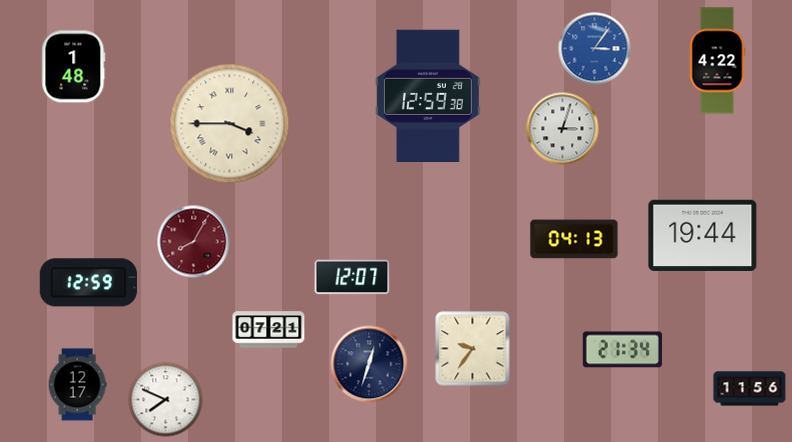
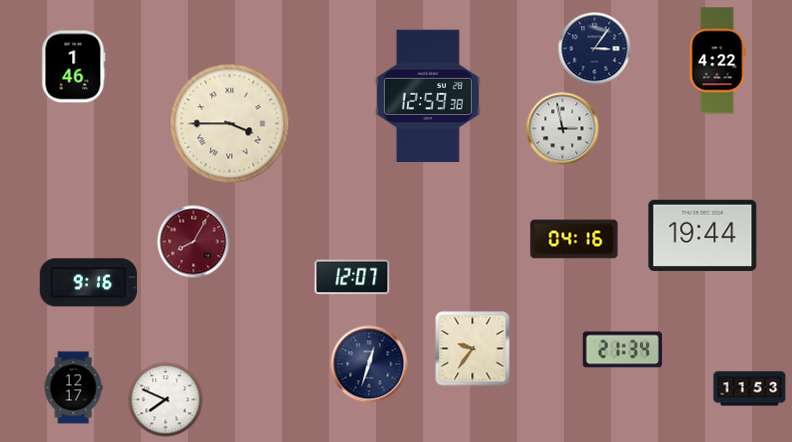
clock at (595, 49) dial: blue -> navy
clock at (74, 67): 1:48 -> 1:46
clock at (563, 129): 3:03 -> 2:58
clock at (574, 239): 04:13 -> 04:16
clock at (88, 283): 12:59 -> 9:16
clock at (269, 330): 07:21 -> none
clock at (77, 385) position: (77, 385) -> (73, 388)
clock at (750, 389): 11:56 -> 11:53
